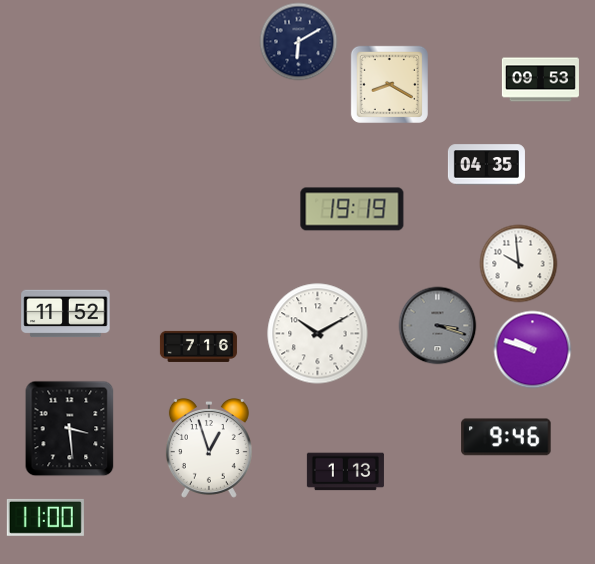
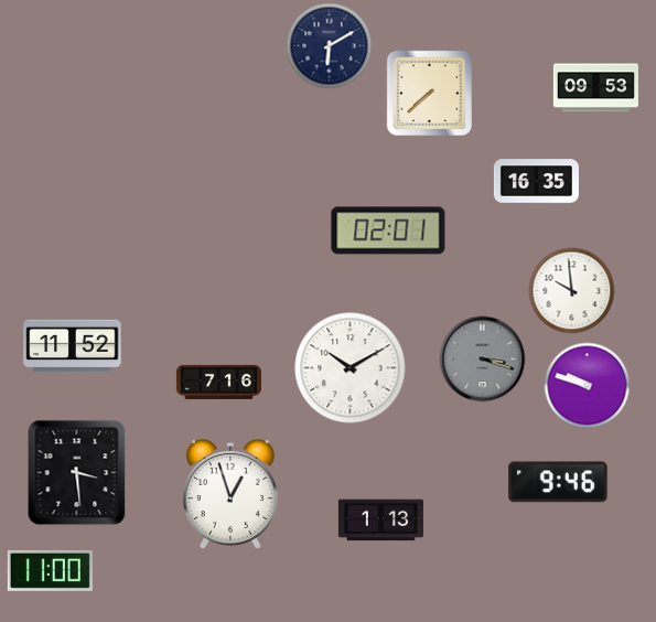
clock at (389, 84): 8:20 -> 7:38
clock at (486, 165): 04:35 -> 16:35
clock at (352, 209): 19:19 -> 02:01
